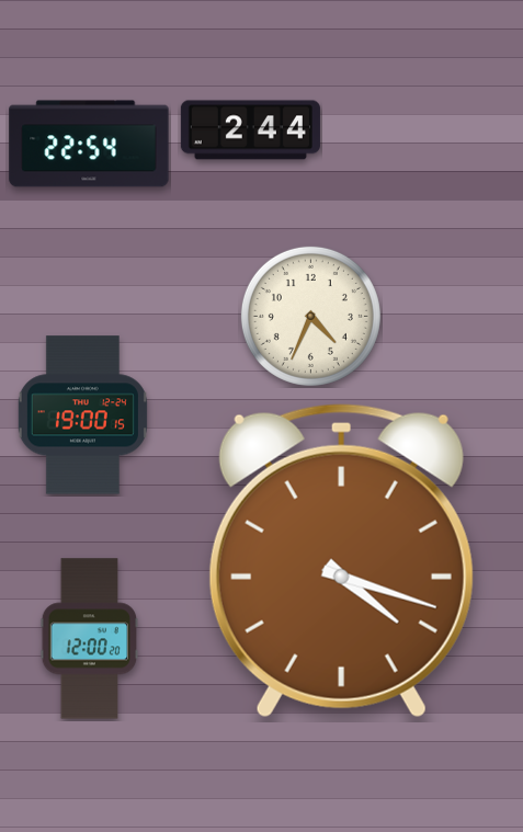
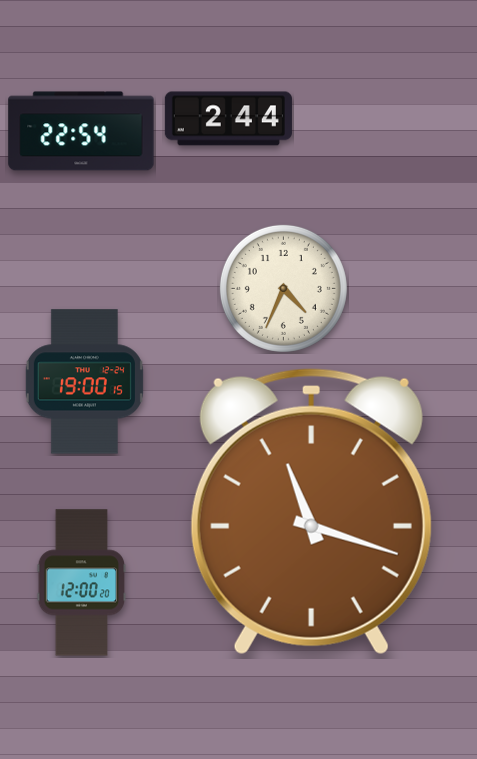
clock at (82, 415) position: (82, 415) -> (84, 382)
clock at (341, 561): 4:18 -> 11:18
